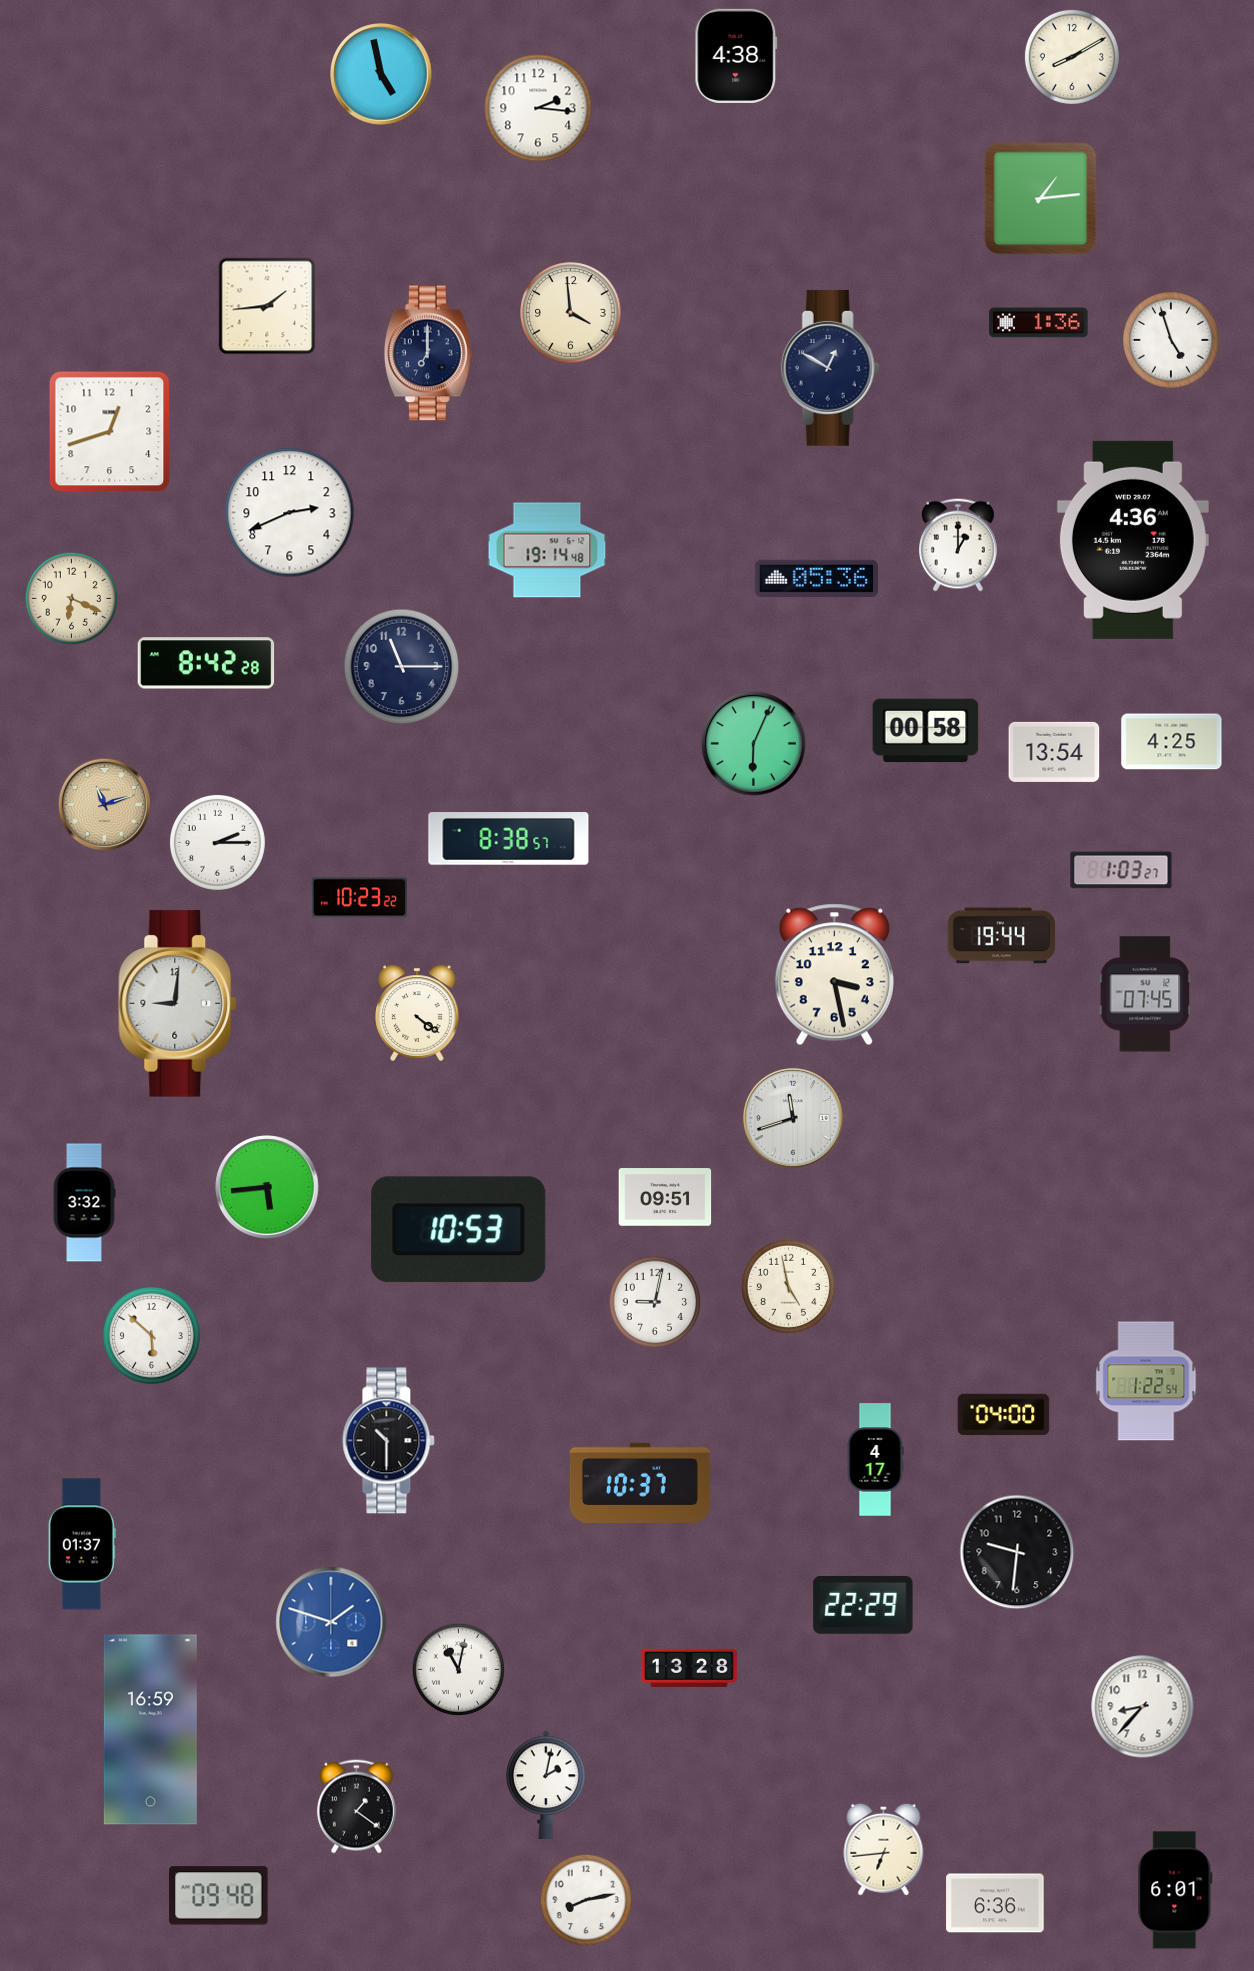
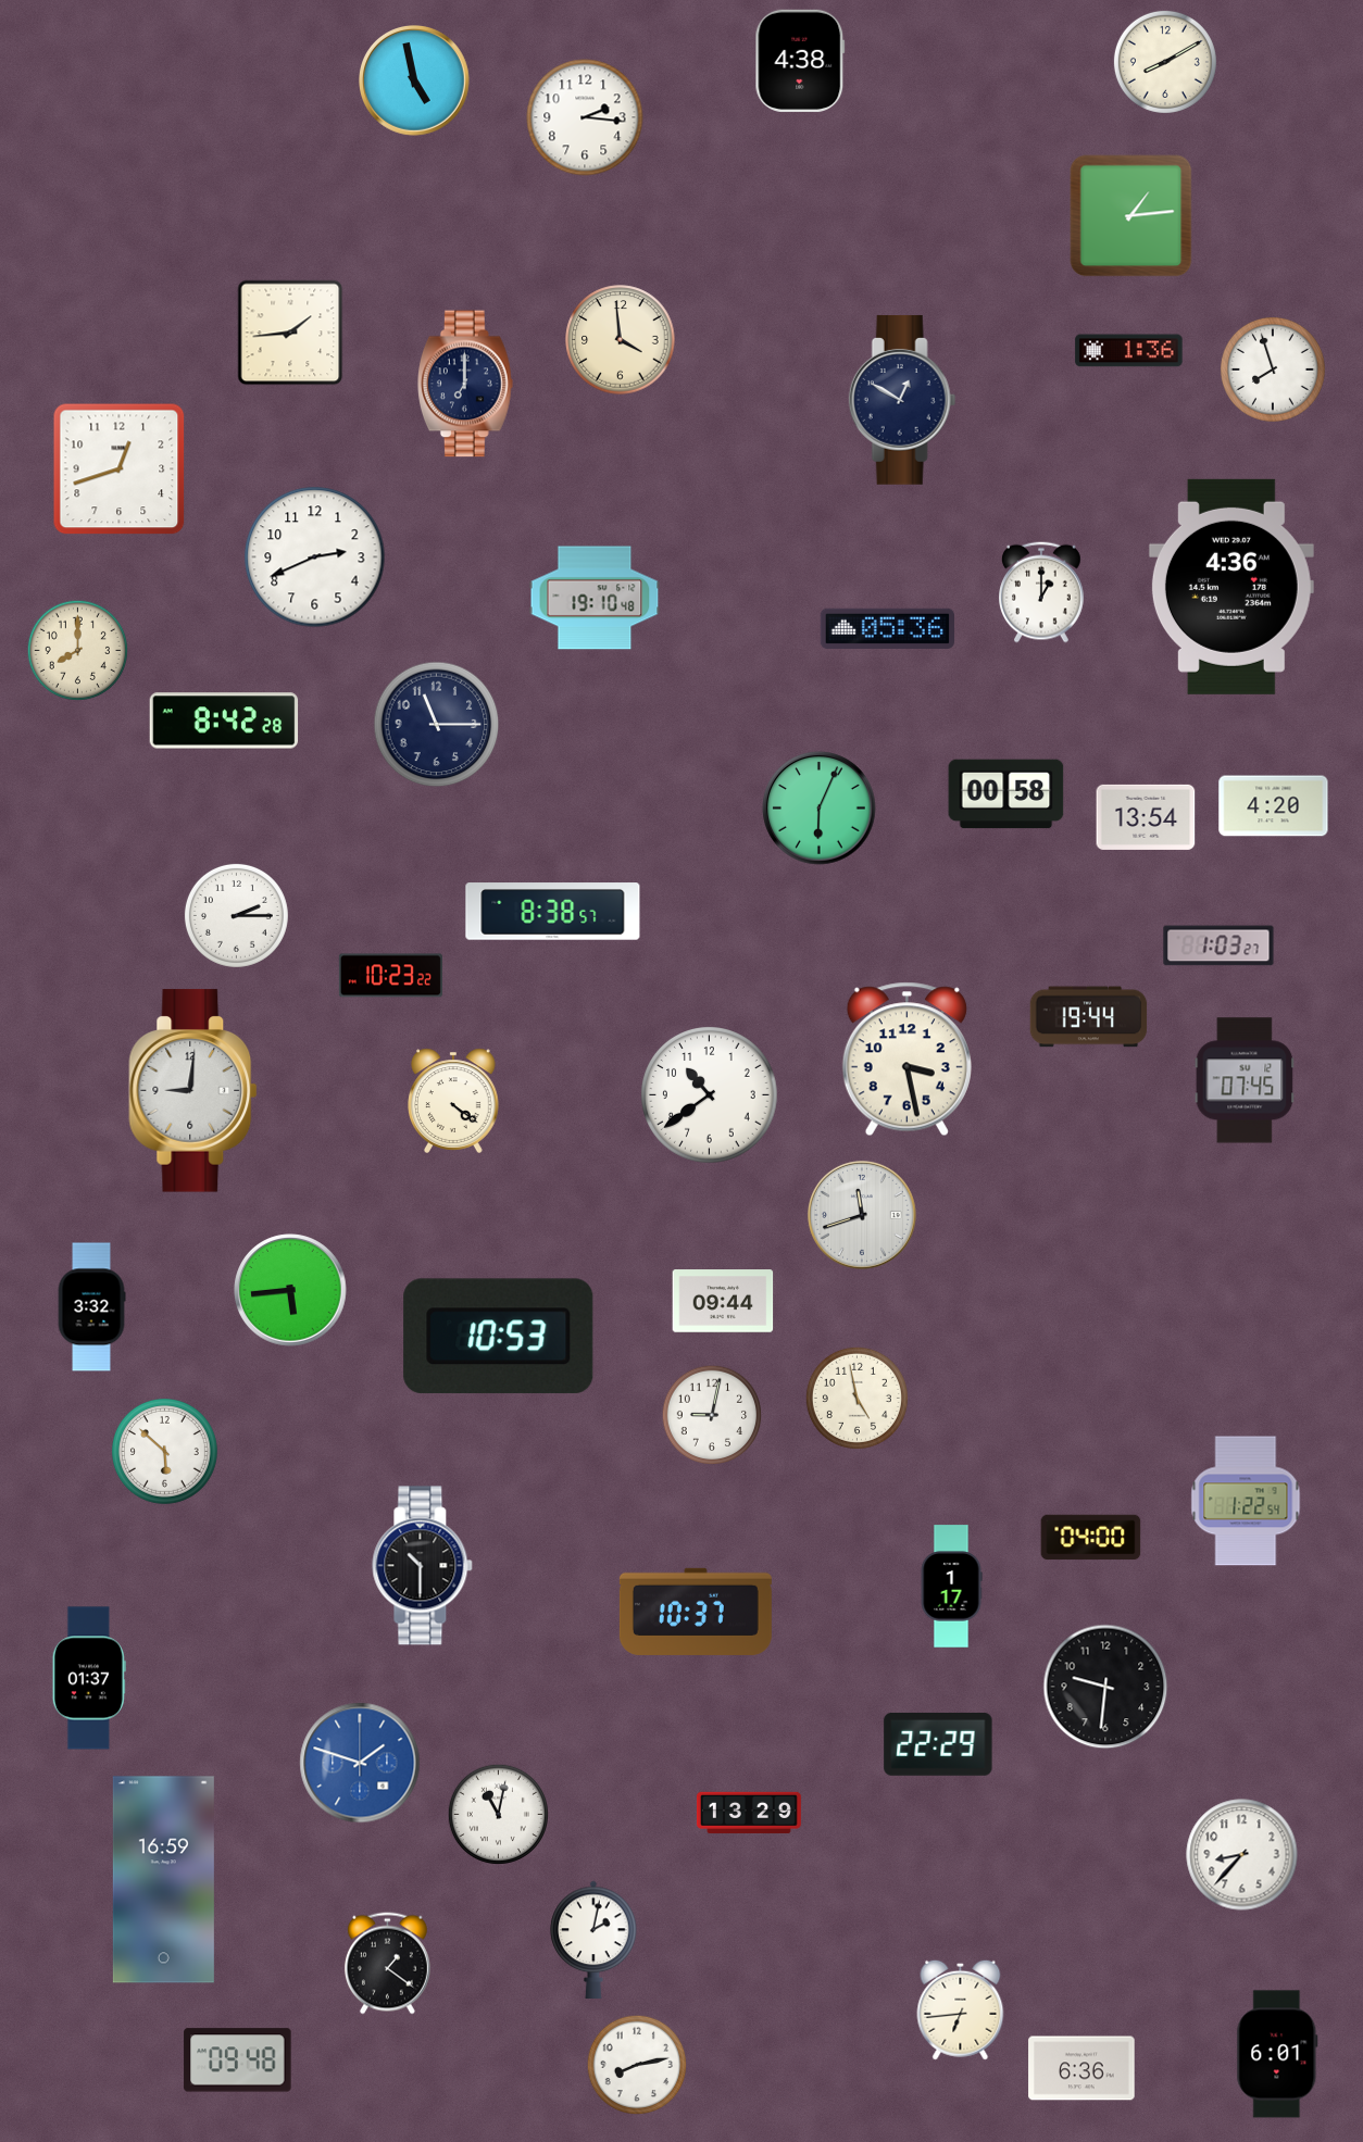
clock at (1171, 340): 4:57 -> 7:57
clock at (547, 550): 19:14 -> 19:10
clock at (71, 598): 6:19 -> 8:00
clock at (1172, 742): 4:25 -> 4:20
clock at (105, 805): 11:12 -> none
clock at (710, 1095): none -> 10:39
clock at (665, 1197): 09:51 -> 09:44
clock at (875, 1460): 4:17 -> 1:17
clock at (689, 1668): 13:28 -> 13:29
